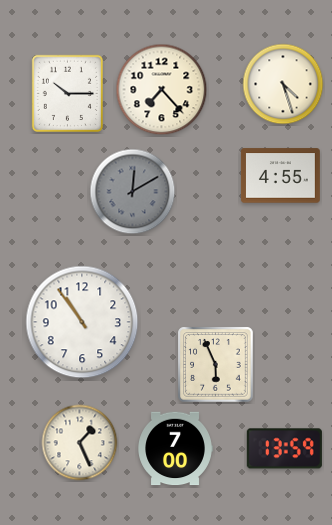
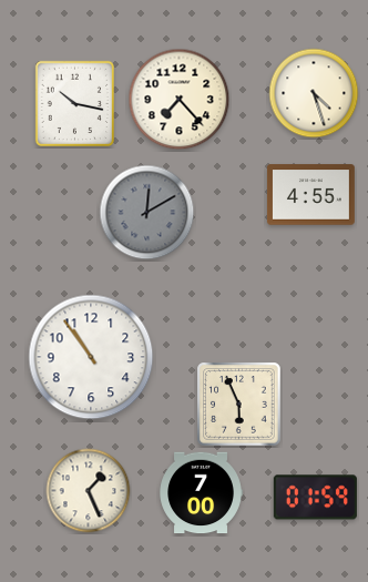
clock at (67, 93): 10:15 -> 10:17
clock at (175, 449) position: (175, 449) -> (201, 493)
clock at (284, 449): 13:59 -> 01:59
